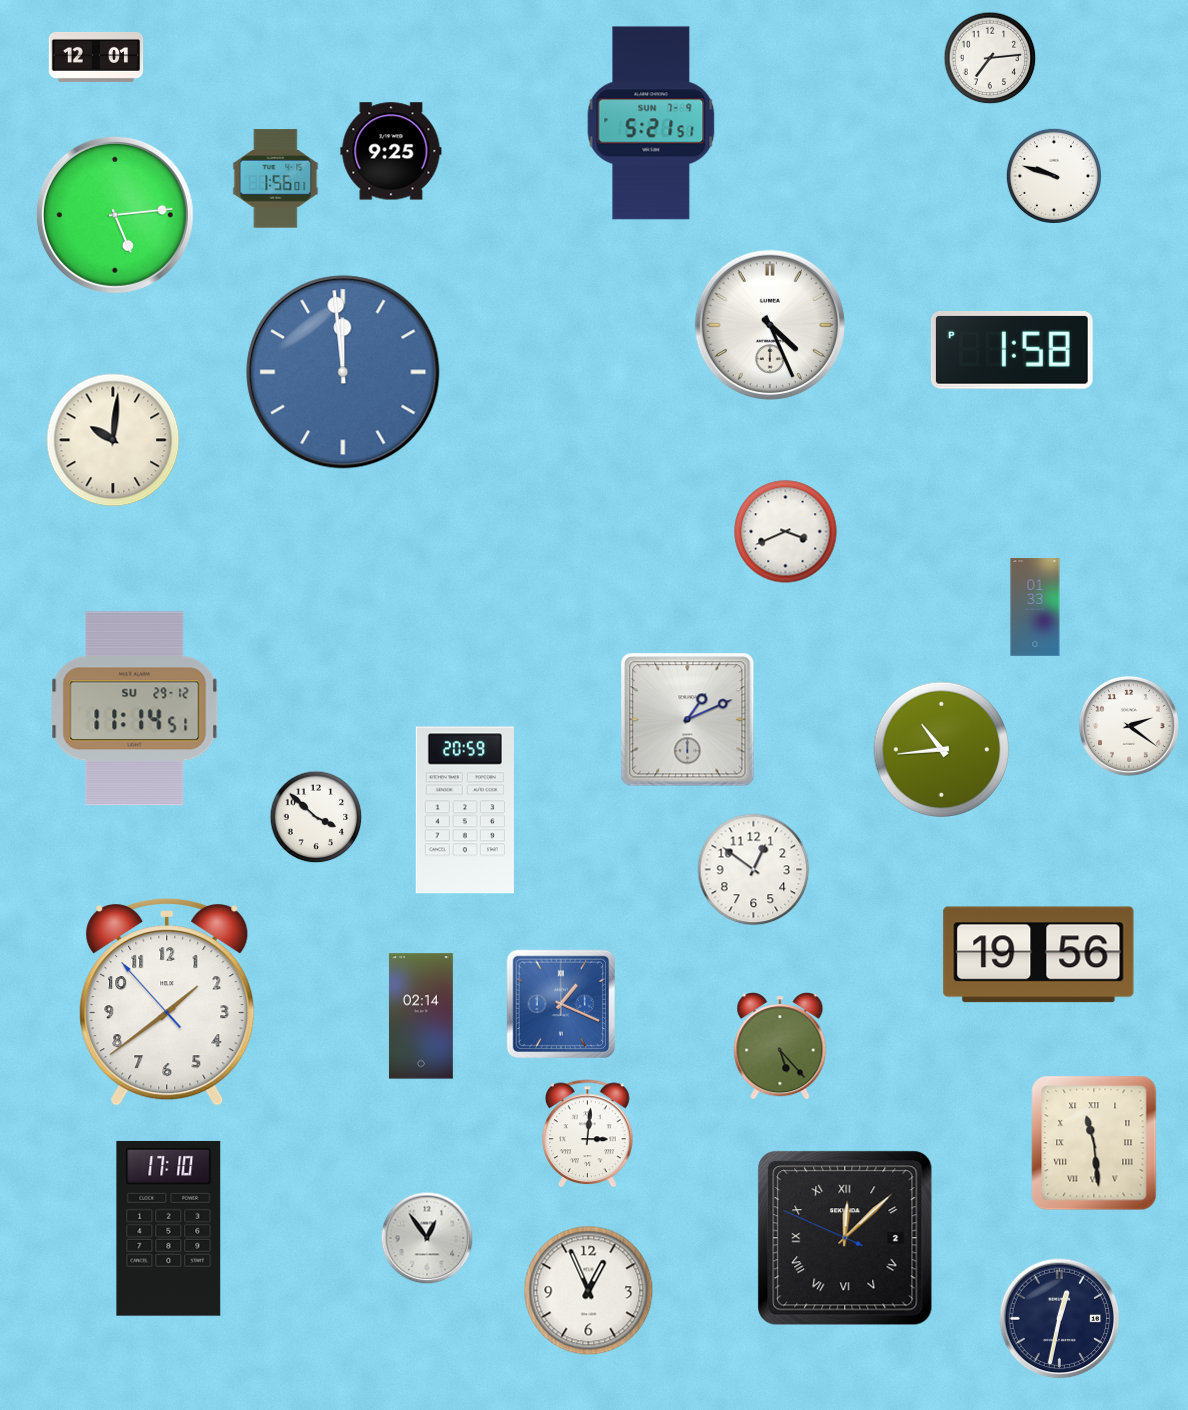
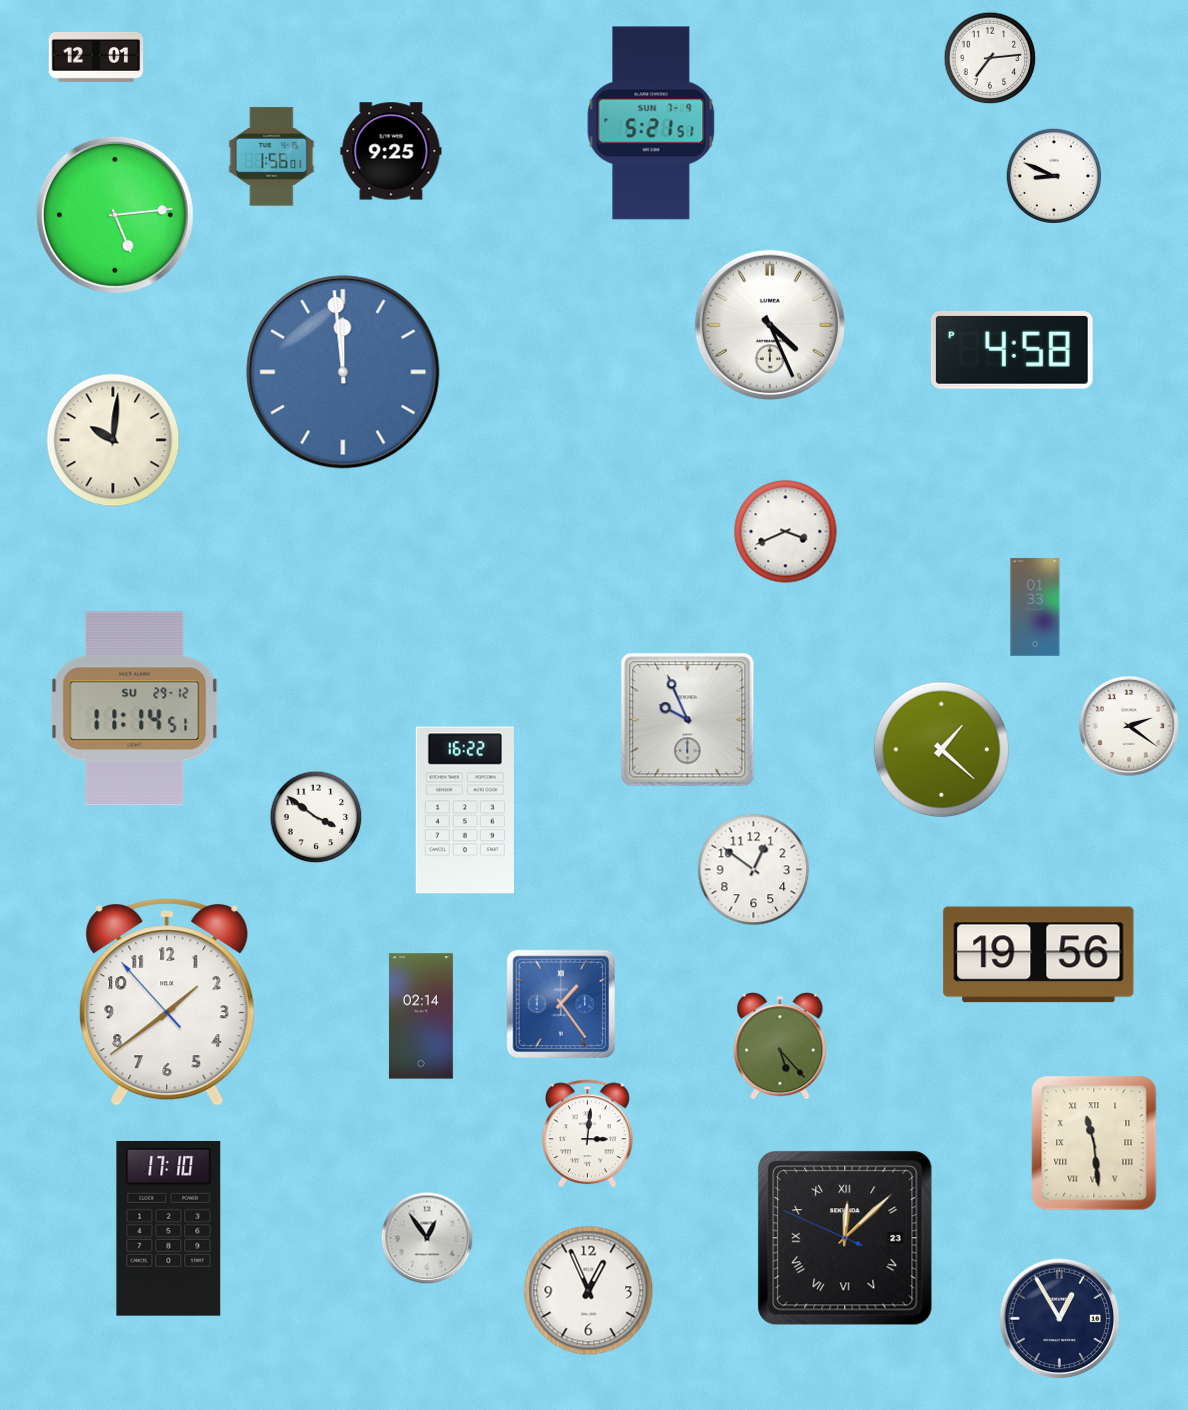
clock at (1054, 176): 9:48 -> 8:49
clock at (276, 179) position: (276, 179) -> (272, 157)
clock at (1012, 351): 1:58 -> 4:58
clock at (688, 720): 1:11 -> 9:56
clock at (941, 749): 10:44 -> 1:22
clock at (465, 810): 20:59 -> 16:22
clock at (316, 817): 3:52 -> 3:51
clock at (561, 1004): 1:19 -> 1:24
clock at (845, 1238) date: 2 -> 23
clock at (1060, 1319): 12:32 -> 12:55
